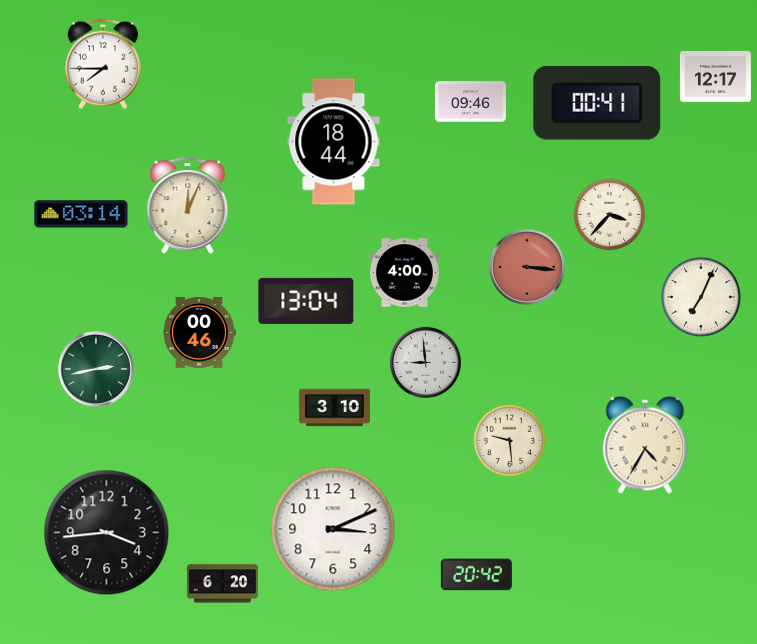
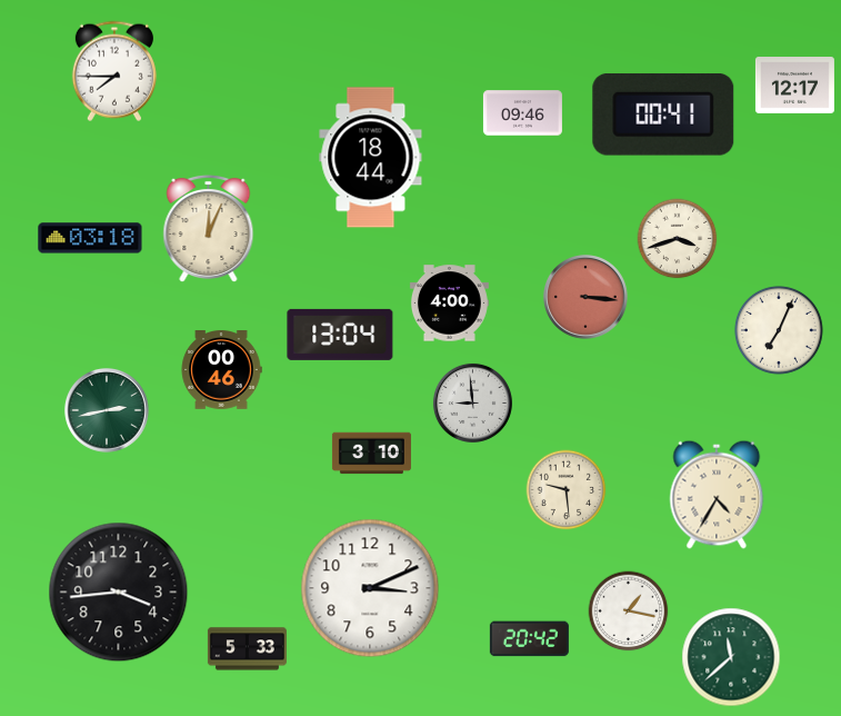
clock at (81, 214): 03:14 -> 03:18
clock at (610, 215): 3:37 -> 3:42
clock at (629, 611): none -> 1:17
clock at (222, 584): 6:20 -> 5:33
clock at (731, 657): none -> 11:38
